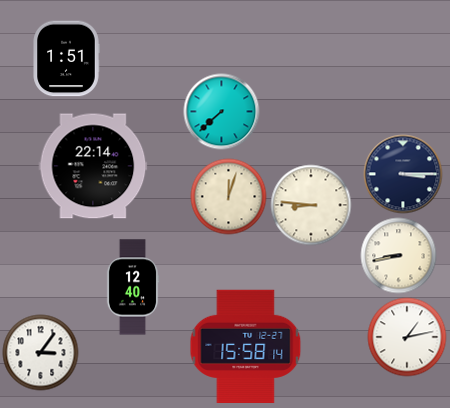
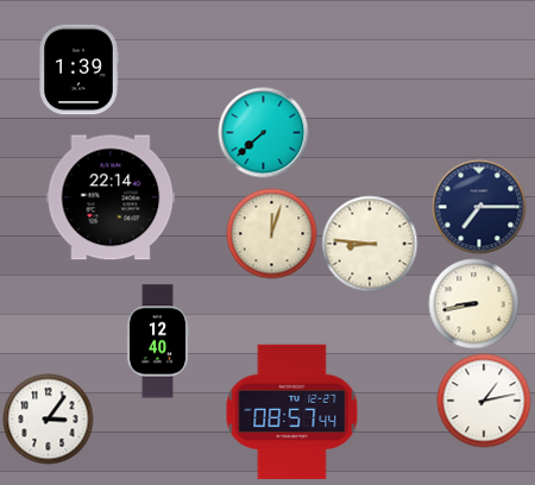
clock at (66, 59): 1:51 -> 1:39
clock at (403, 174): 3:15 -> 7:15
clock at (246, 346): 15:58 -> 08:57
